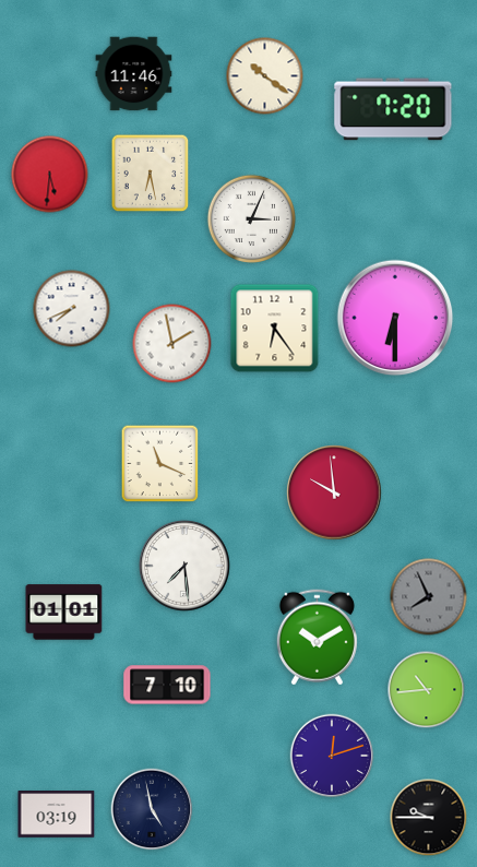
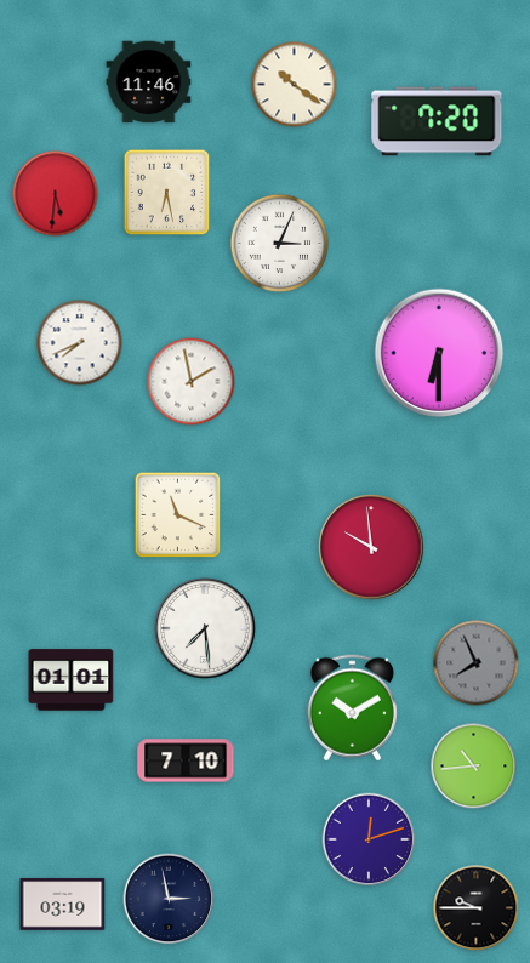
clock at (275, 329): 6:24 -> none
clock at (152, 809): 4:58 -> 2:58
